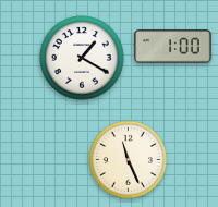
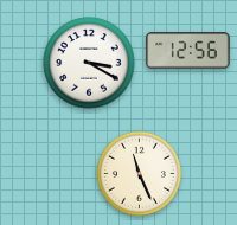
clock at (173, 47): 1:00 -> 12:56
clock at (82, 58): 1:20 -> 3:20
